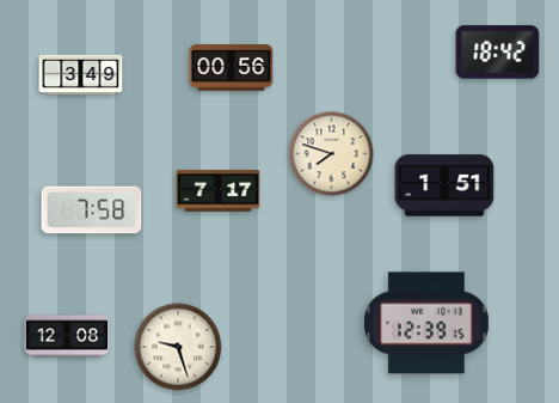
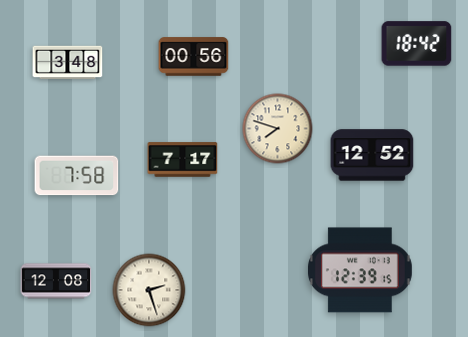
clock at (81, 75): 3:49 -> 3:48
clock at (444, 185): 1:51 -> 12:52
clock at (428, 323) position: (428, 323) -> (361, 270)
clock at (178, 347): 9:27 -> 2:27
